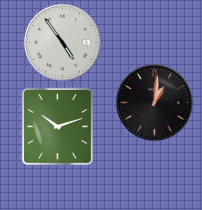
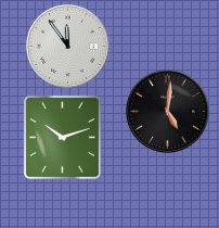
clock at (62, 42): 4:54 -> 11:54
clock at (154, 102): 1:01 -> 5:01
